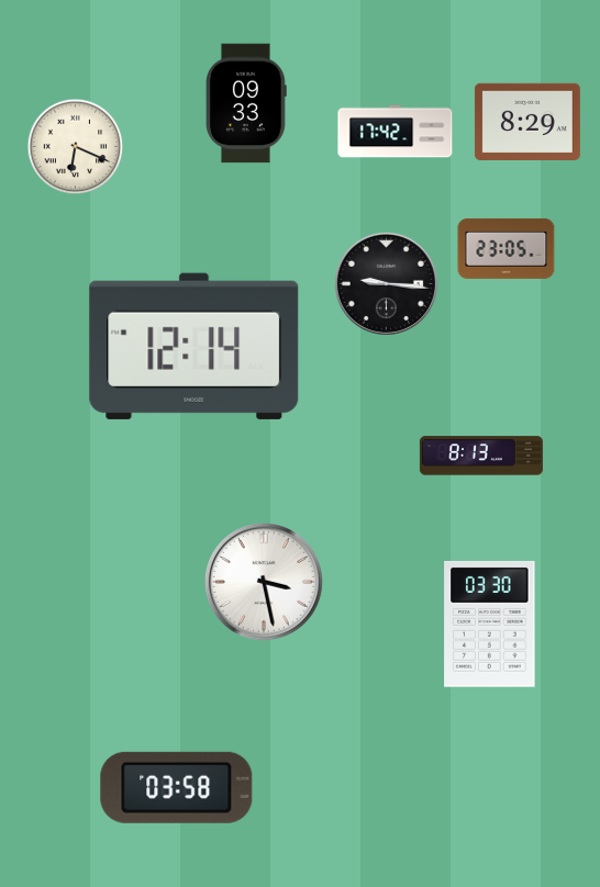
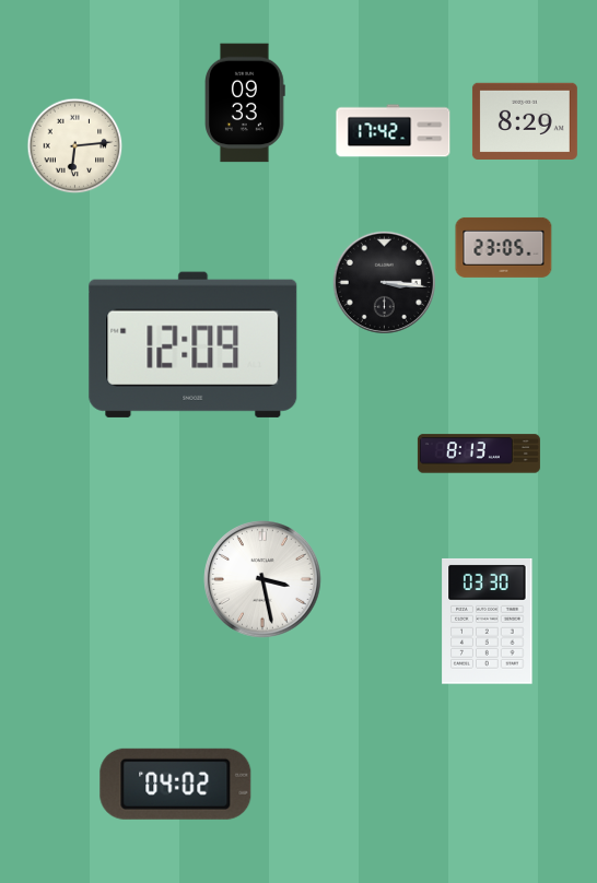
clock at (76, 147): 6:19 -> 6:14
clock at (386, 283): 9:16 -> 3:16
clock at (195, 346): 12:14 -> 12:09
clock at (177, 787): 03:58 -> 04:02
